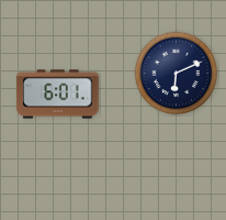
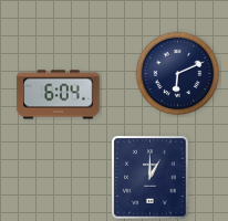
clock at (58, 95): 6:01 -> 6:04
clock at (151, 178): none -> 1:00
